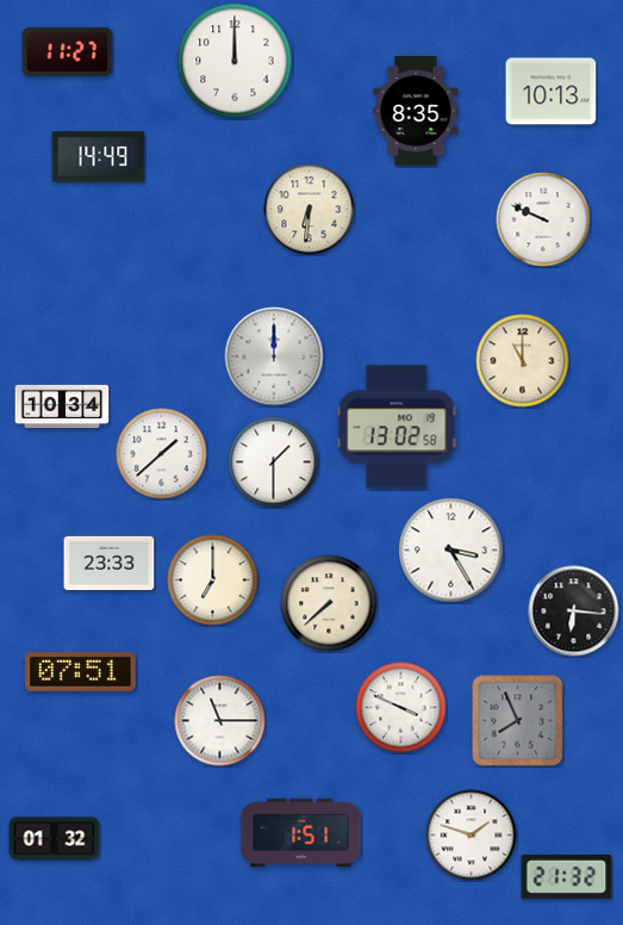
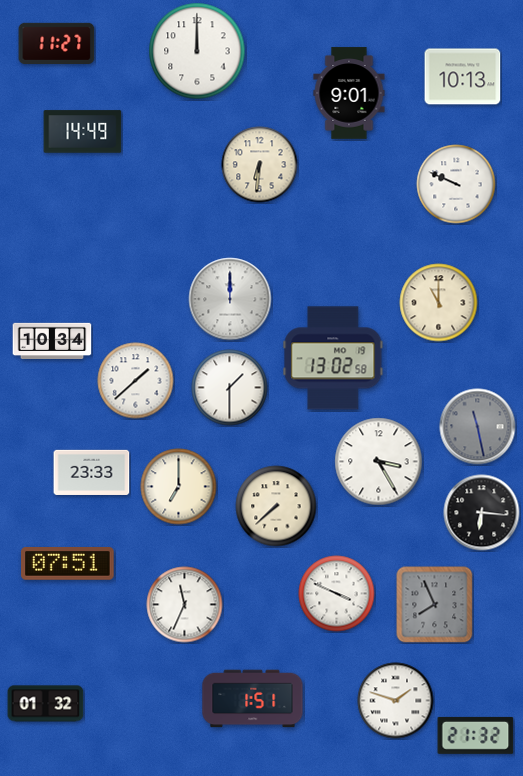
clock at (416, 111): 8:35 -> 9:01
clock at (310, 210) position: (310, 210) -> (260, 165)
clock at (478, 427): none -> 11:28
clock at (220, 721): 11:15 -> 11:34
